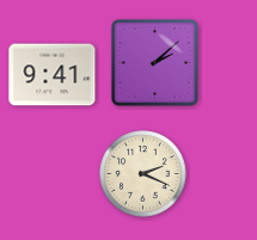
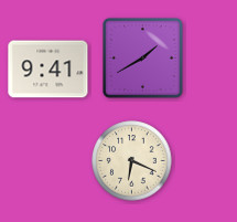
clock at (155, 63): 2:08 -> 1:40
clock at (143, 174): 2:19 -> 6:19
